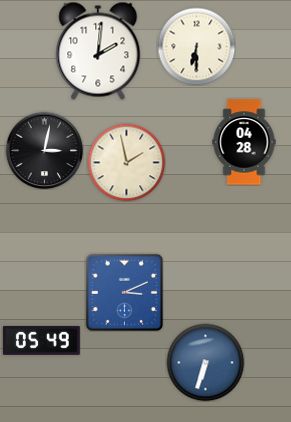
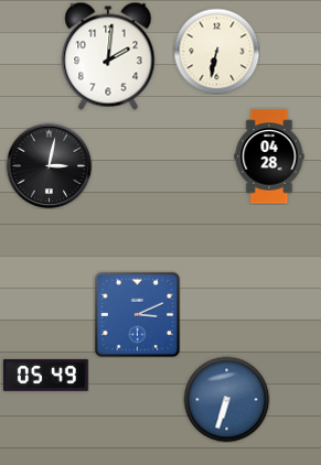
clock at (196, 46): 6:30 -> 6:32
clock at (126, 162): 1:58 -> none
clock at (124, 292) position: (124, 292) -> (137, 314)
